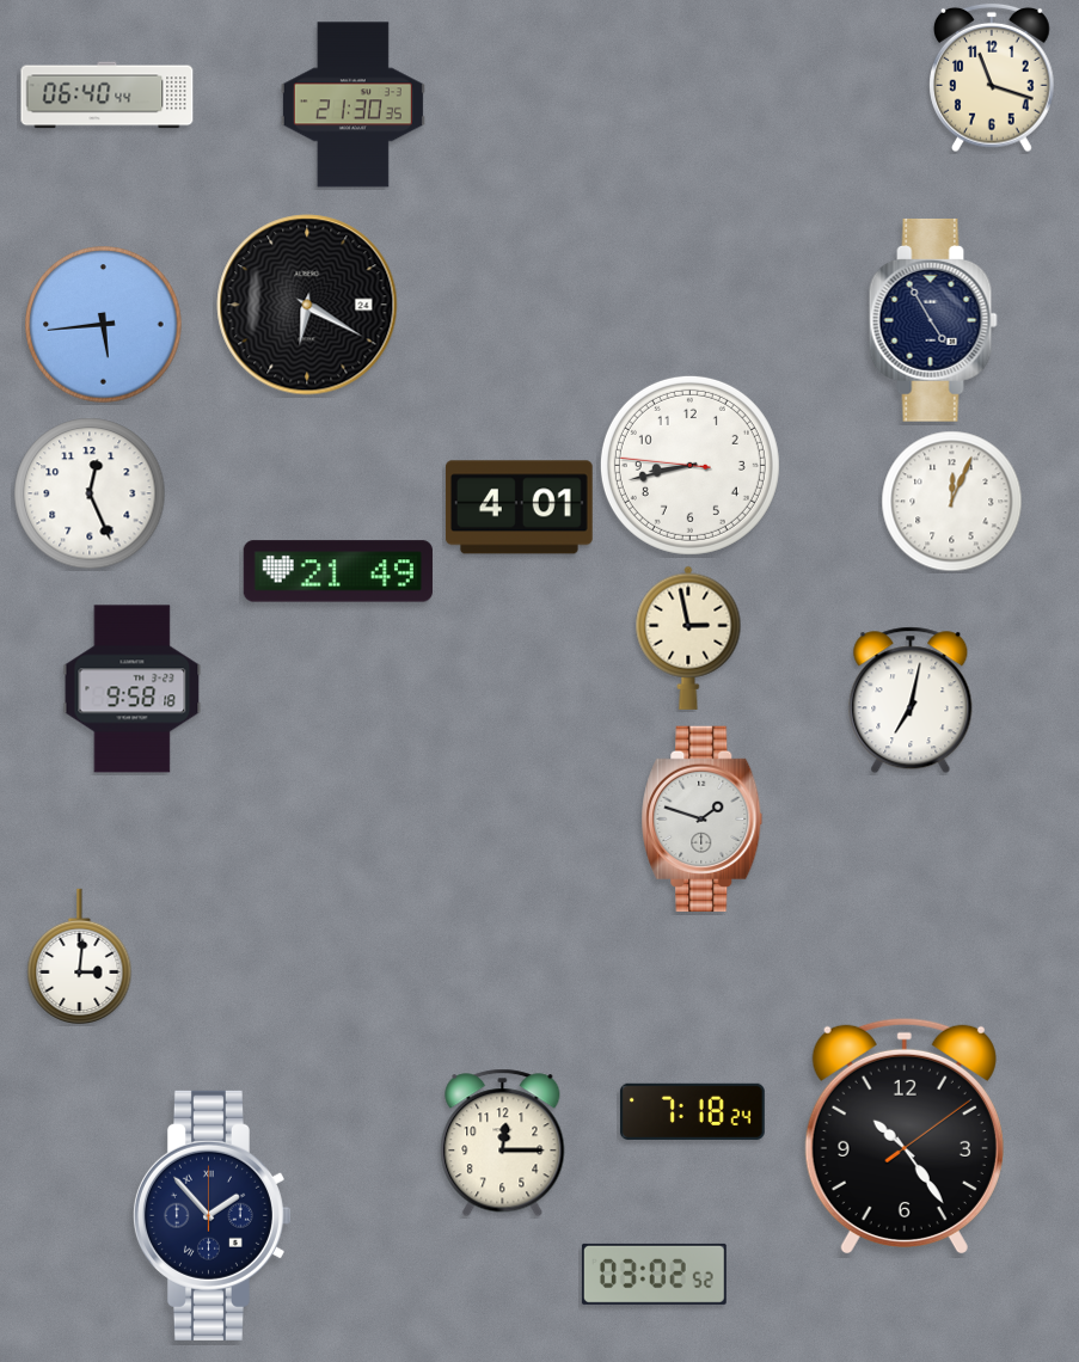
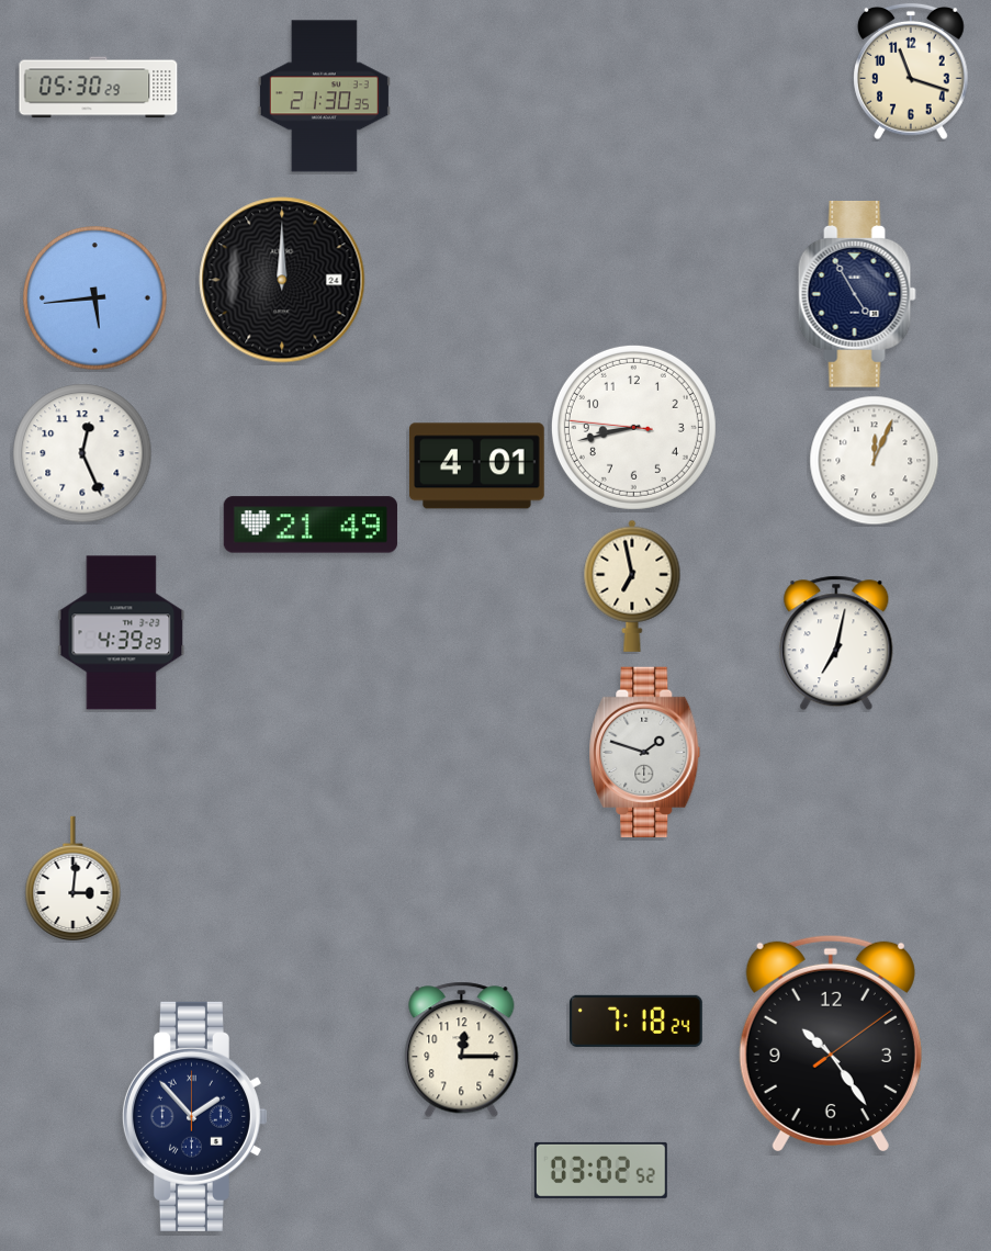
clock at (108, 96): 06:40 -> 05:30
clock at (307, 305): 6:20 -> 12:00
clock at (688, 638): 2:58 -> 6:58
clock at (133, 689): 9:58 -> 4:39
